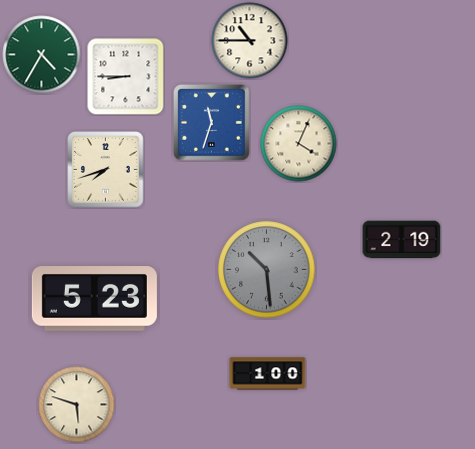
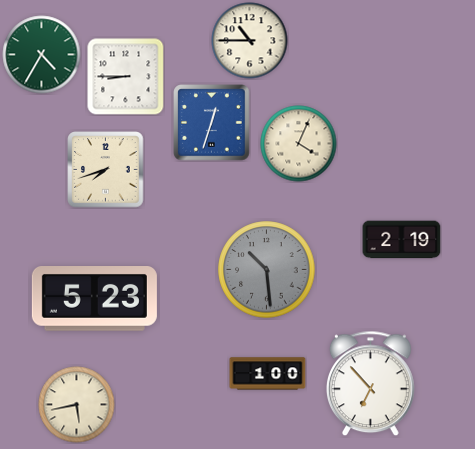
clock at (212, 123): 11:33 -> 12:33
clock at (370, 384): none -> 6:53
clock at (77, 405): 5:48 -> 5:43
